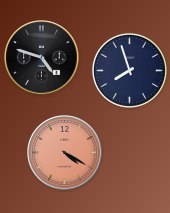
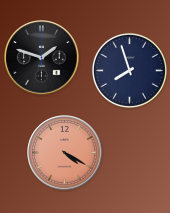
clock at (42, 58): 4:48 -> 1:48
